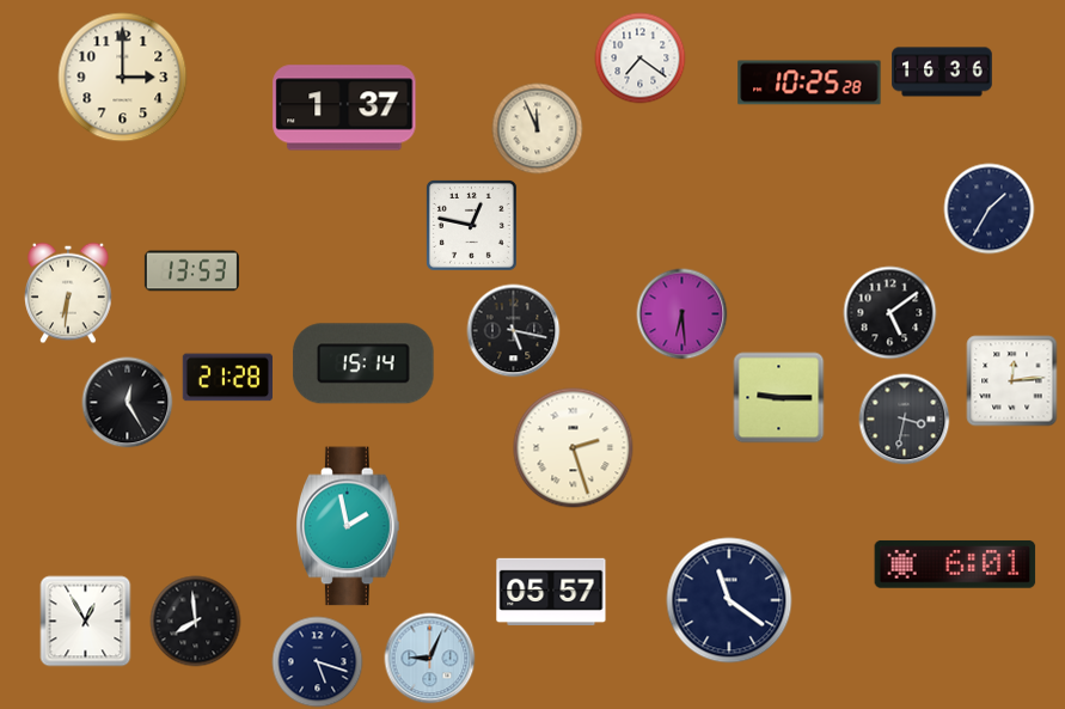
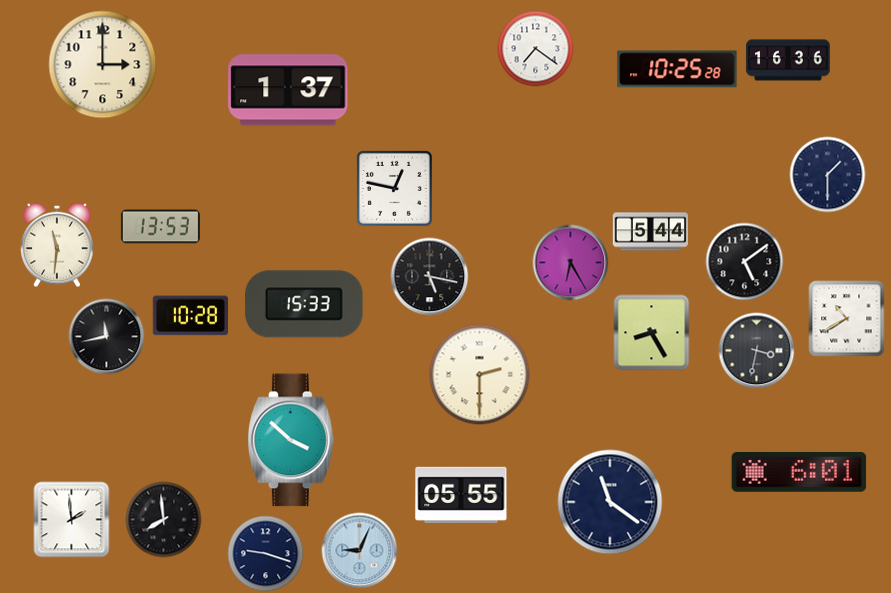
clock at (538, 129): 11:56 -> none
clock at (990, 209): 1:35 -> 1:30
clock at (651, 232): none -> 5:44
clock at (68, 293): 6:31 -> 11:31
clock at (683, 314): 6:29 -> 6:25
clock at (363, 363): 15:14 -> 15:33
clock at (228, 378): 21:28 -> 10:28
clock at (1012, 381): 12:14 -> 10:40
clock at (779, 398): 9:15 -> 8:25
clock at (128, 403): 12:25 -> 11:43
clock at (574, 448): 2:27 -> 2:30
clock at (349, 526): 1:58 -> 3:52
clock at (551, 592): 05:57 -> 05:55
clock at (86, 622): 12:55 -> 1:59
clock at (318, 662): 5:18 -> 9:18
